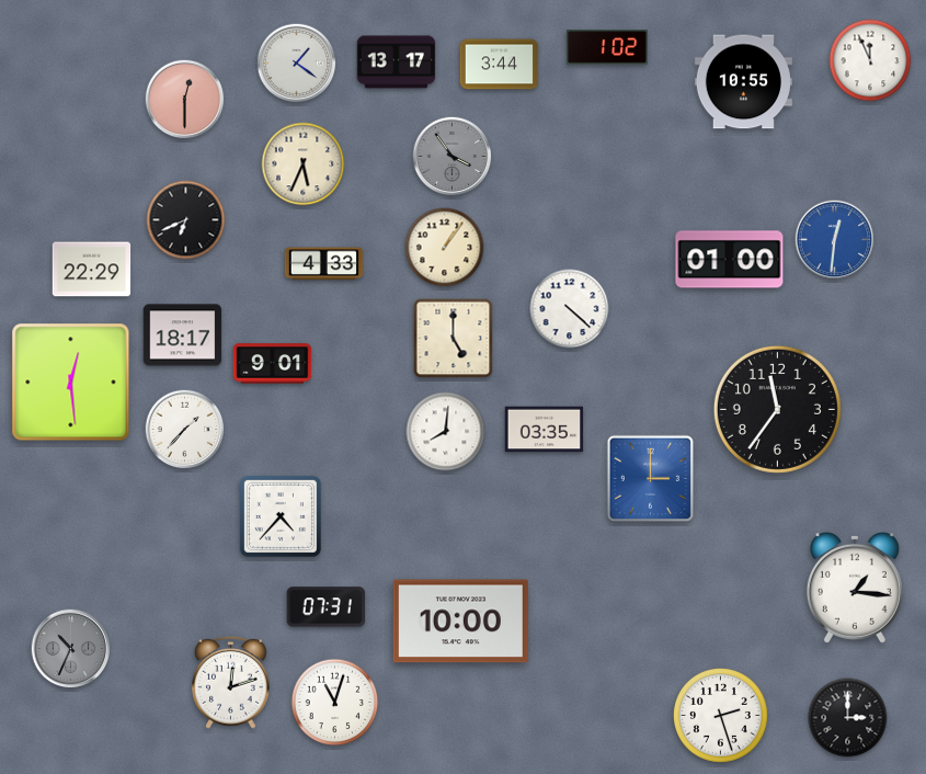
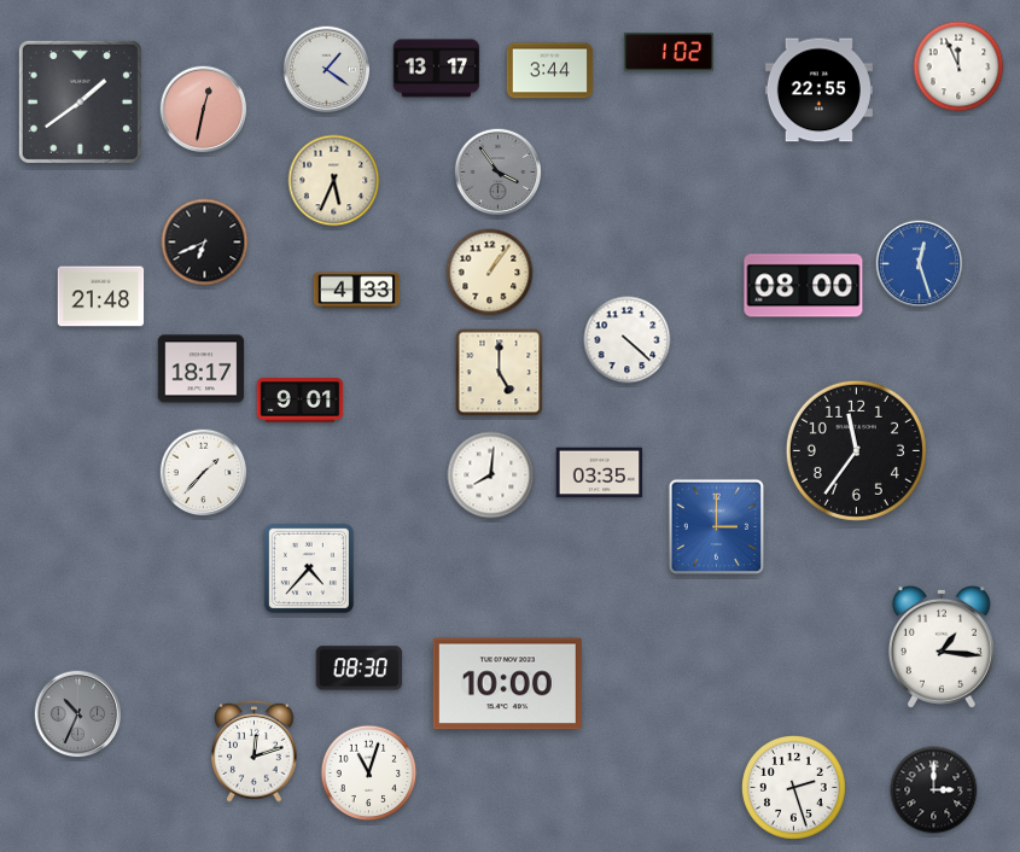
clock at (743, 82): 10:55 -> 22:55
clock at (80, 101): none -> 1:39
clock at (185, 100): 12:30 -> 12:32
clock at (835, 240): 12:31 -> 12:27
clock at (730, 260): 01:00 -> 08:00
clock at (92, 270): 22:29 -> 21:48
clock at (71, 383): 12:29 -> none
clock at (327, 607): 07:31 -> 08:30
